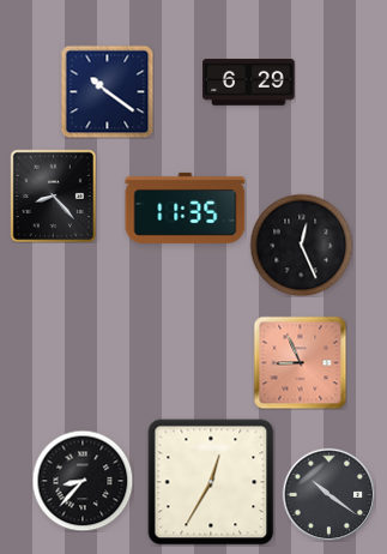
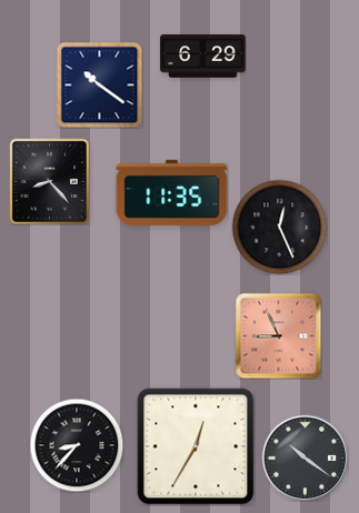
clock at (249, 83) position: (249, 83) -> (203, 57)
